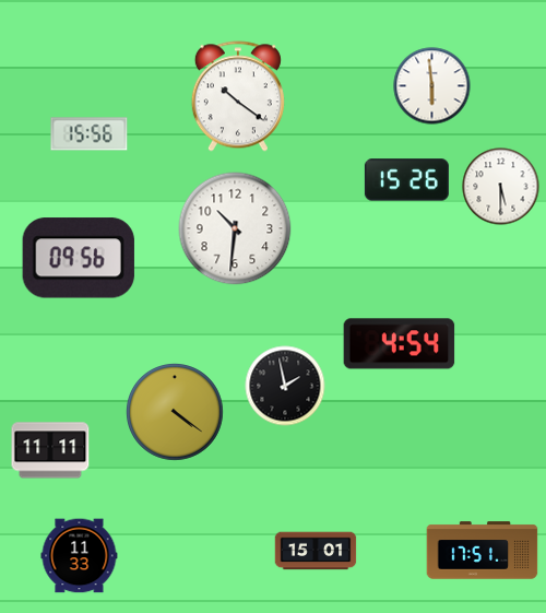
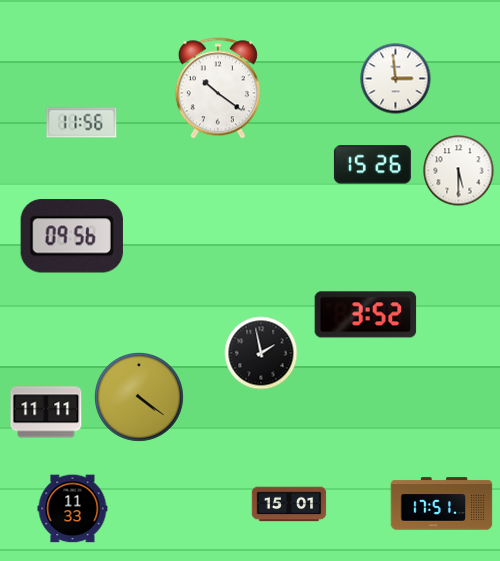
clock at (432, 86): 5:59 -> 2:59
clock at (90, 134): 15:56 -> 11:56
clock at (235, 228): 10:31 -> none
clock at (400, 344): 4:54 -> 3:52
clock at (176, 413) position: (176, 413) -> (140, 398)
